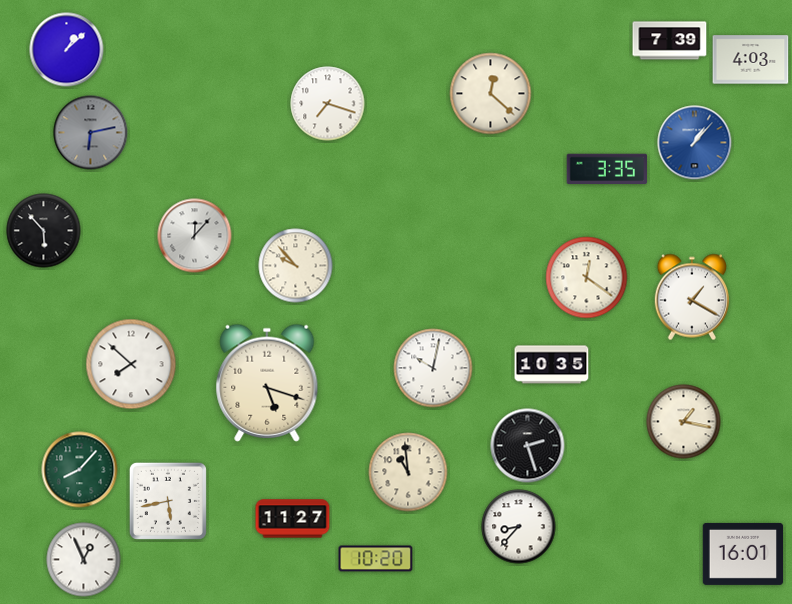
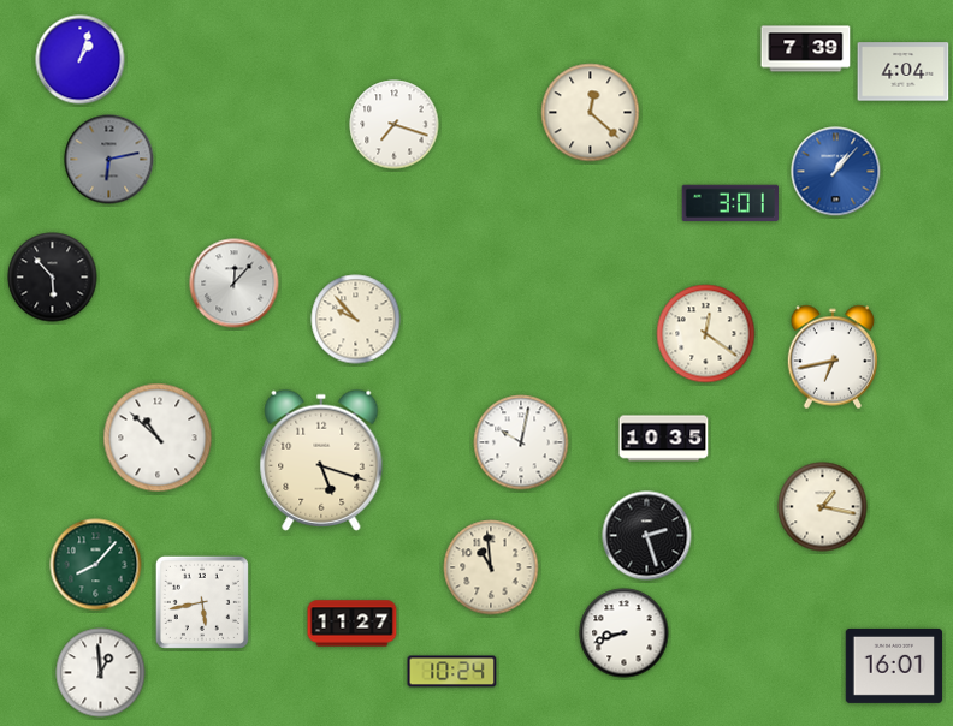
clock at (67, 50): 1:08 -> 1:03
clock at (751, 60): 4:03 -> 4:04
clock at (606, 168): 3:35 -> 3:01
clock at (691, 297): 1:20 -> 6:43
clock at (131, 364): 7:52 -> 10:52
clock at (528, 446) position: (528, 446) -> (647, 536)
clock at (519, 527): 8:37 -> 8:42
clock at (376, 559): 10:20 -> 10:24
clock at (84, 560): 12:56 -> 12:59
